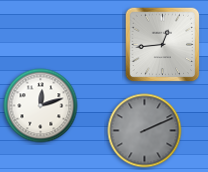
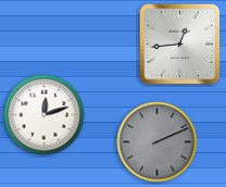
clock at (163, 45) position: (163, 45) -> (180, 45)
